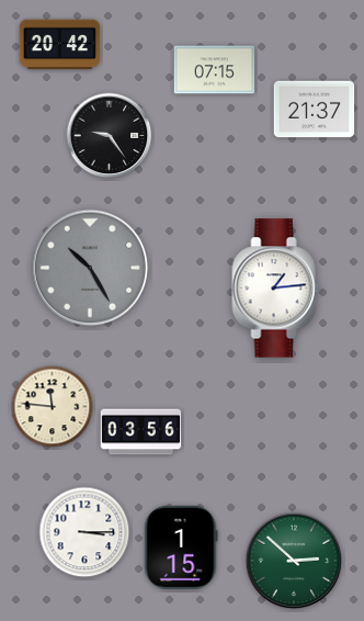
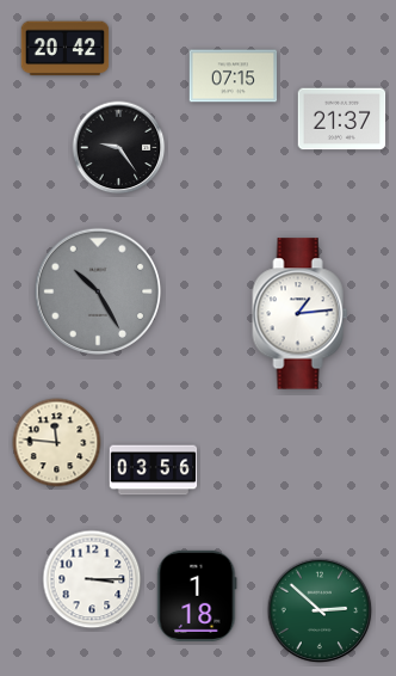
clock at (181, 547): 1:15 -> 1:18
